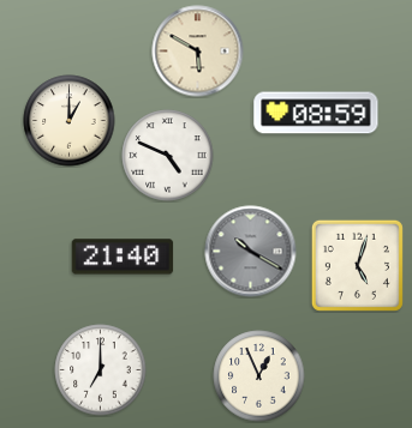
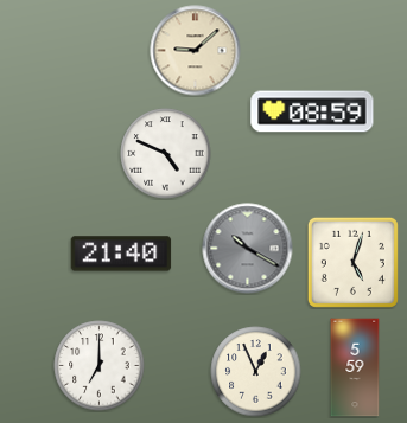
clock at (198, 52): 5:50 -> 9:08
clock at (70, 121): 1:00 -> none
clock at (355, 367): none -> 5:59
